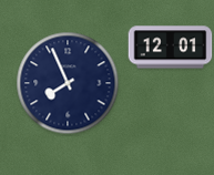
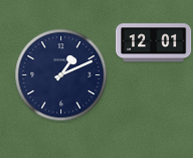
clock at (68, 83): 7:56 -> 1:11
